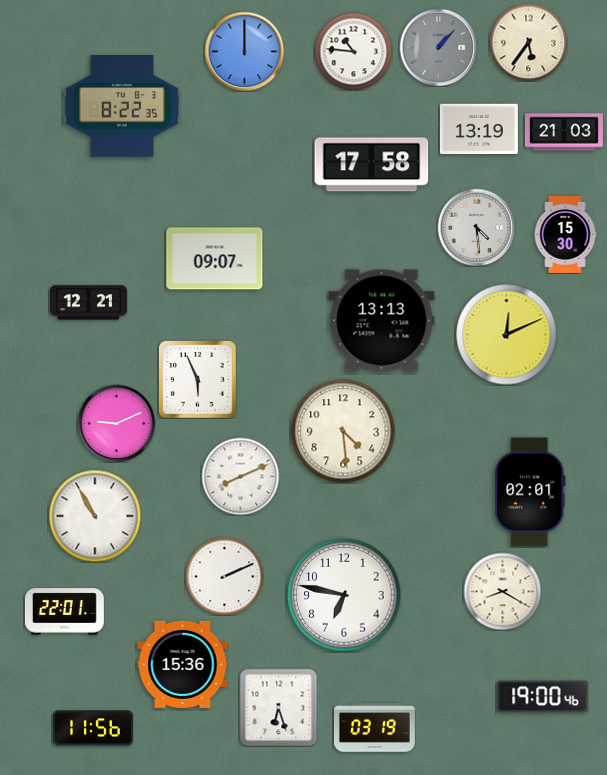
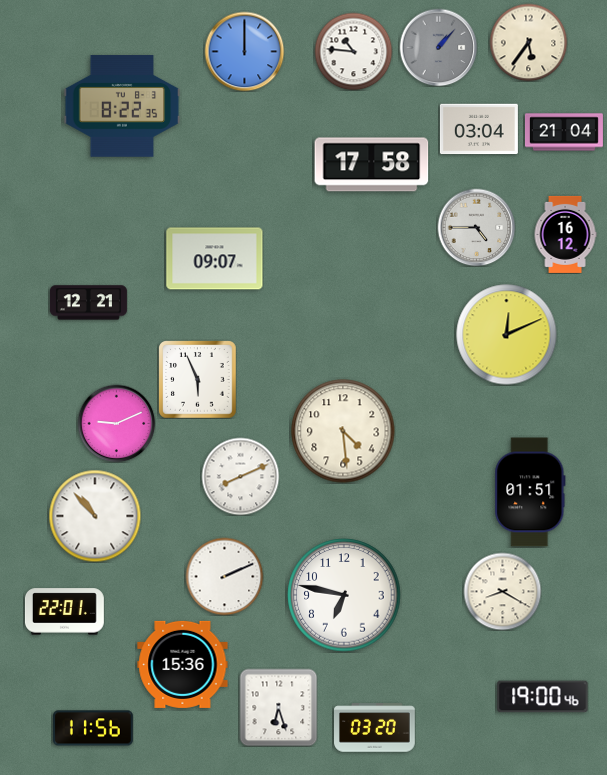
clock at (479, 129): 13:19 -> 03:04
clock at (564, 132): 21:03 -> 21:04
clock at (476, 227): 4:29 -> 4:45
clock at (565, 234): 15:30 -> 16:12
clock at (382, 321): 13:13 -> none
clock at (530, 492): 02:01 -> 01:51
clock at (95, 516): 10:55 -> 10:53
clock at (375, 728): 03:19 -> 03:20
